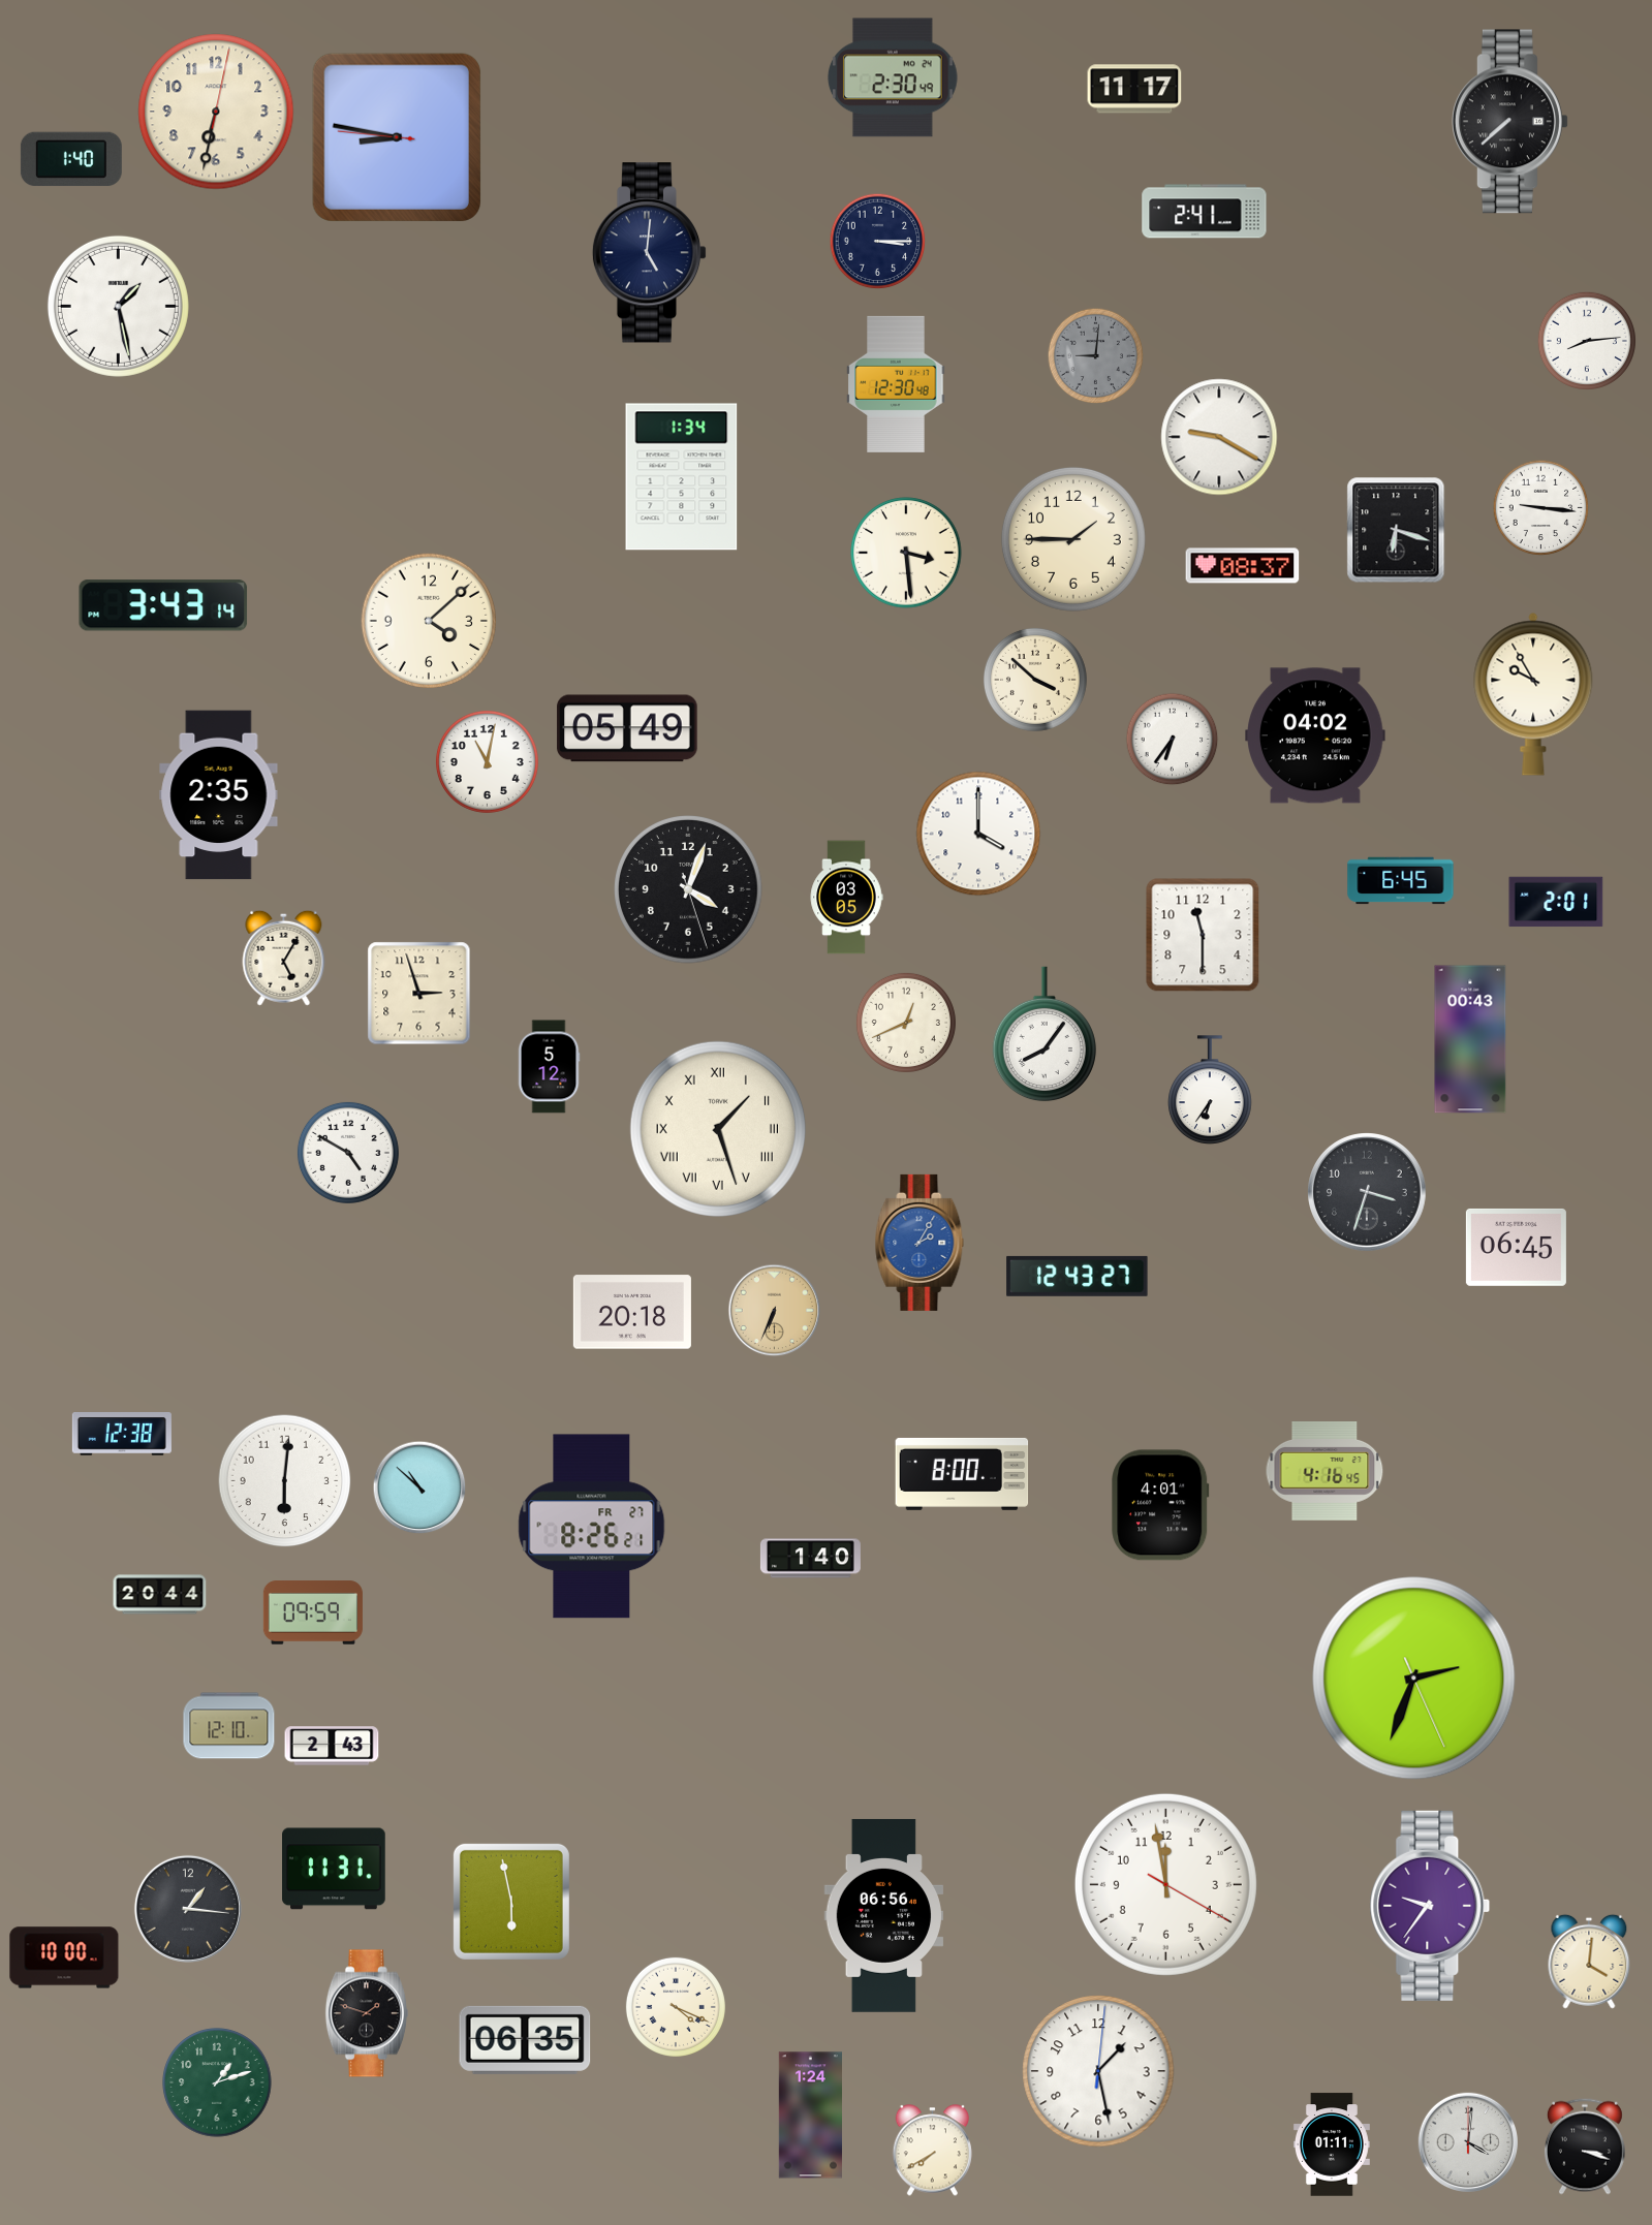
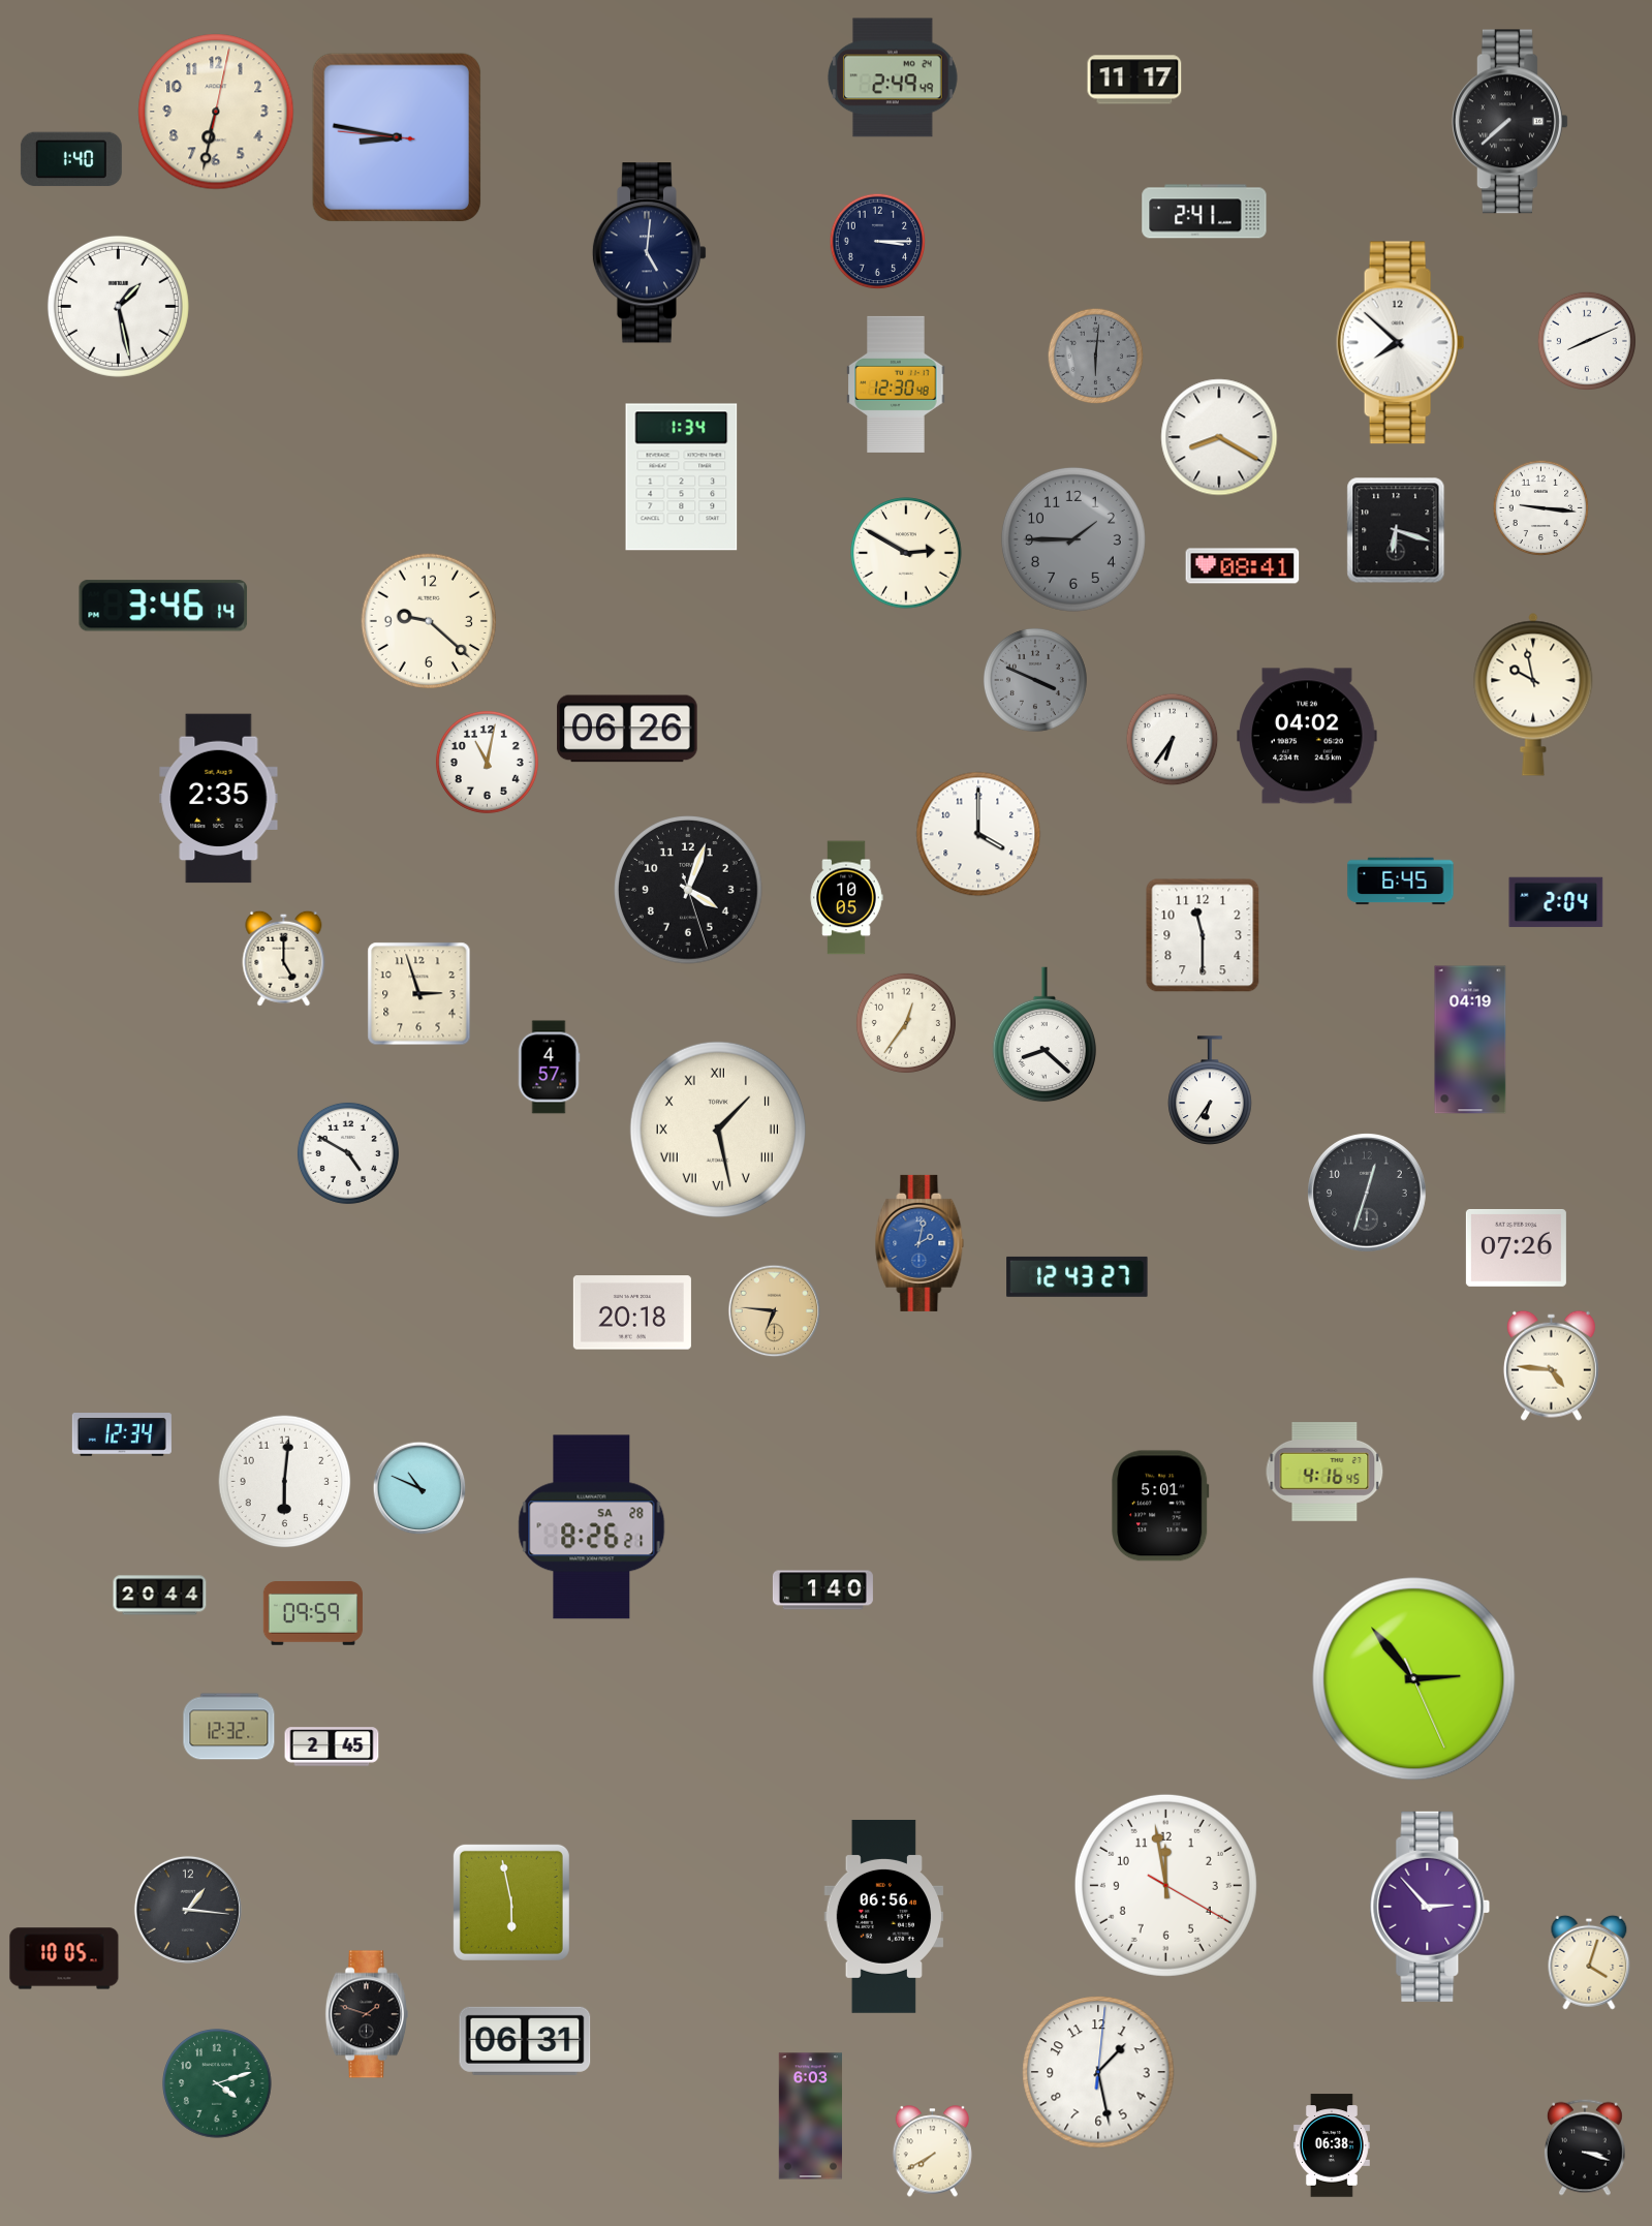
clock at (893, 77): 2:30 -> 2:49
clock at (1134, 89) position: (1134, 89) -> (1134, 80)
clock at (1587, 341): 8:14 -> 8:11
clock at (1401, 343): none -> 7:52
clock at (1096, 356): 9:01 -> 6:01
clock at (1219, 437): 9:20 -> 8:20
clock at (1073, 539) dial: cream -> grey
clock at (906, 553): 3:29 -> 2:50
clock at (1243, 566): 08:37 -> 08:41
clock at (163, 605): 3:43 -> 3:46
clock at (429, 621): 4:08 -> 9:22
clock at (1035, 680): 3:52 -> 3:49
clock at (1035, 680) dial: cream -> grey
clock at (1533, 694): 9:55 -> 9:58
clock at (627, 728): 05:49 -> 06:26
clock at (1315, 735) position: (1315, 735) -> (1307, 736)
clock at (219, 795) position: (219, 795) -> (219, 799)
clock at (846, 898): 03:05 -> 10:05
clock at (1556, 902): 2:01 -> 2:04
clock at (284, 958): 5:05 -> 5:00
clock at (906, 1023): 12:41 -> 12:36
clock at (1045, 1034): 8:06 -> 8:22
clock at (1470, 1039): 00:43 -> 04:19
clock at (549, 1067): 5:12 -> 4:57
clock at (718, 1129): 1:27 -> 1:28
clock at (1368, 1193): 3:33 -> 12:33
clock at (919, 1243): 2:05 -> 2:02
clock at (1516, 1247): 06:45 -> 07:26
clock at (775, 1311): 6:34 -> 6:46
clock at (1551, 1365): none -> 4:46
clock at (122, 1435): 12:38 -> 12:34
clock at (962, 1474): 8:00 -> none
clock at (419, 1487): 10:52 -> 10:49
clock at (1160, 1505): 4:01 -> 5:01
clock at (592, 1527) date: FR 27 -> SA 28
clock at (810, 1559) position: (810, 1559) -> (822, 1590)
clock at (1414, 1679): 2:33 -> 2:53
clock at (229, 1726): 12:10 -> 12:32
clock at (332, 1746): 2:43 -> 2:45
clock at (334, 1869): 11:31 -> none
clock at (1430, 1906): 9:36 -> 2:53
clock at (64, 1957): 10:00 -> 10:05
clock at (1589, 1962): 4:01 -> 4:03
clock at (676, 2007): 4:19 -> none
clock at (525, 2040): 06:35 -> 06:31
clock at (217, 2082): 1:12 -> 4:12
clock at (810, 2116): 1:24 -> 6:03
clock at (1467, 2141): 4:01 -> none
clock at (1332, 2144): 01:11 -> 06:38
